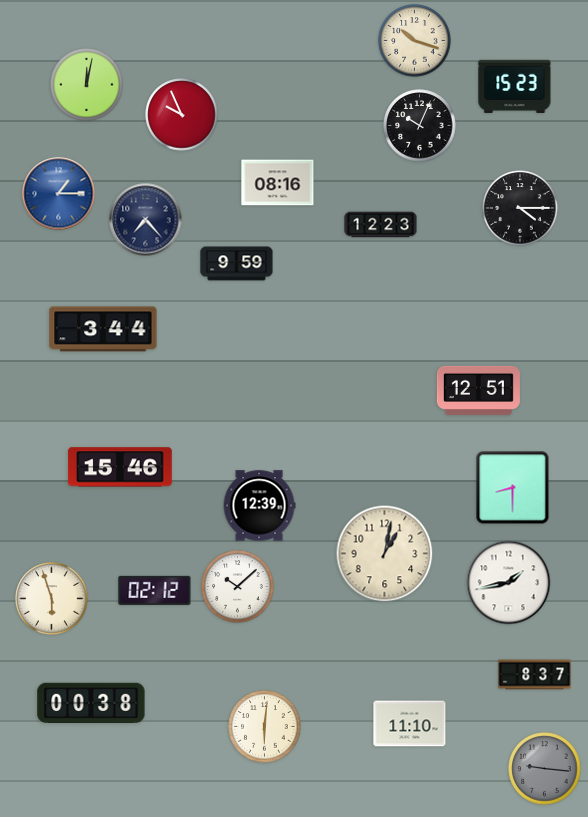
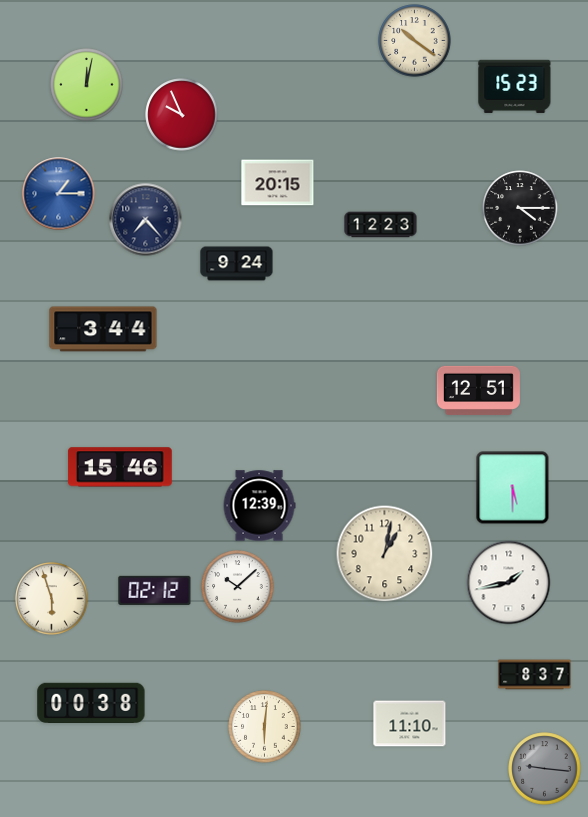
clock at (415, 41): 10:18 -> 10:21
clock at (420, 126): 10:04 -> none
clock at (278, 183): 08:16 -> 20:15
clock at (237, 264): 9:59 -> 9:24
clock at (513, 488): 8:30 -> 5:30
